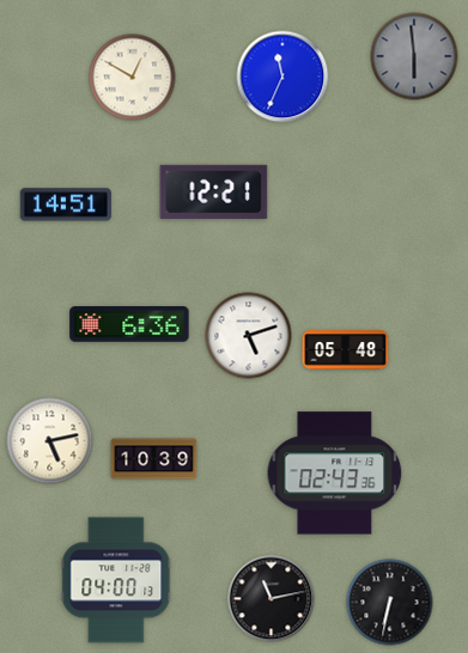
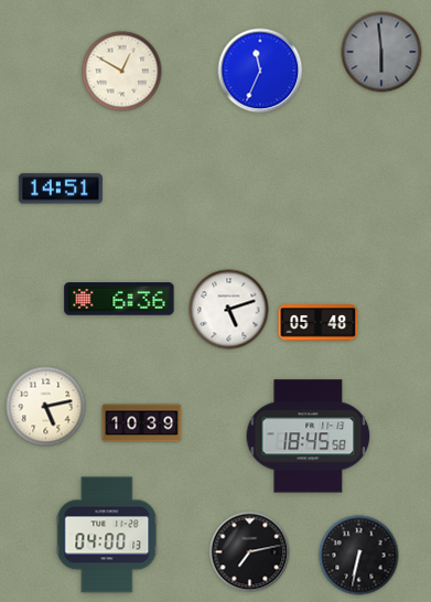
clock at (214, 191): 12:21 -> none
clock at (335, 474): 02:43 -> 18:45
clock at (272, 599): 11:13 -> 7:13
